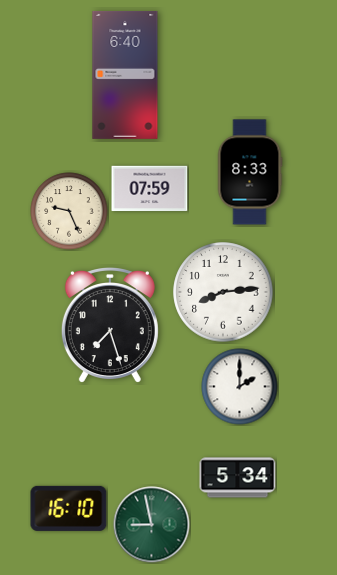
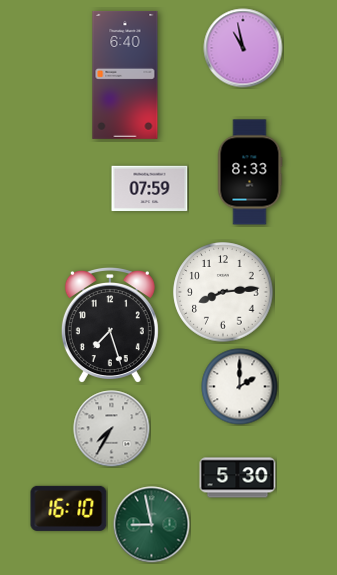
clock at (243, 48): none -> 10:58
clock at (69, 211): 9:26 -> none
clock at (112, 429): none -> 7:35
clock at (238, 478): 5:34 -> 5:30
